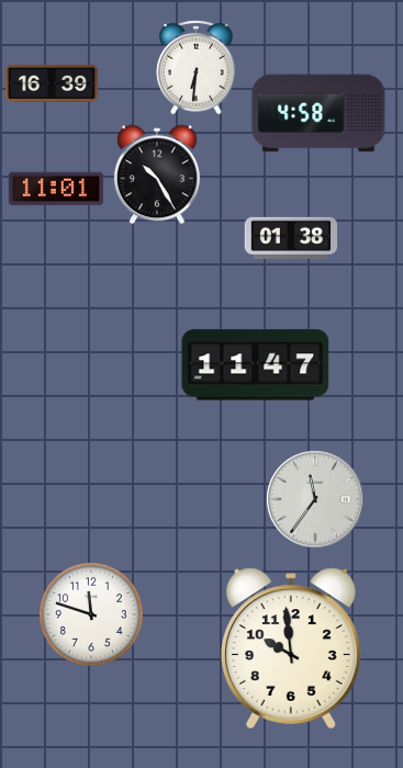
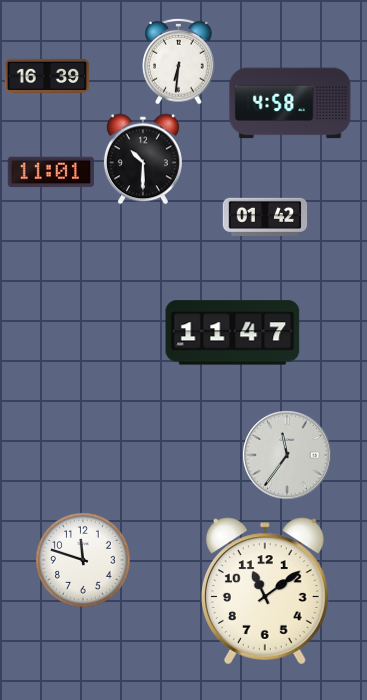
clock at (157, 174): 10:25 -> 10:30
clock at (291, 237): 01:38 -> 01:42
clock at (291, 648): 9:59 -> 11:09
